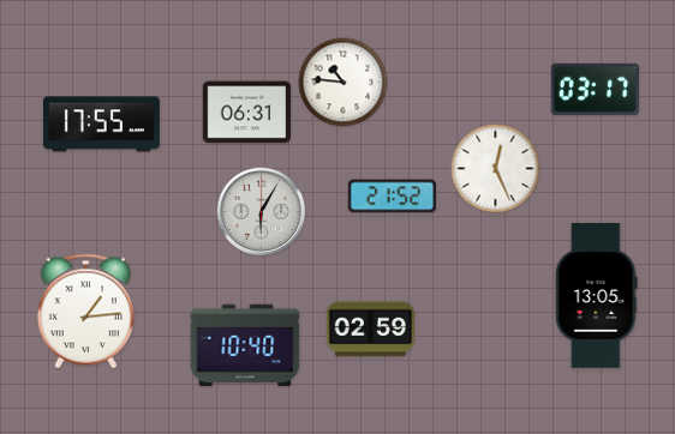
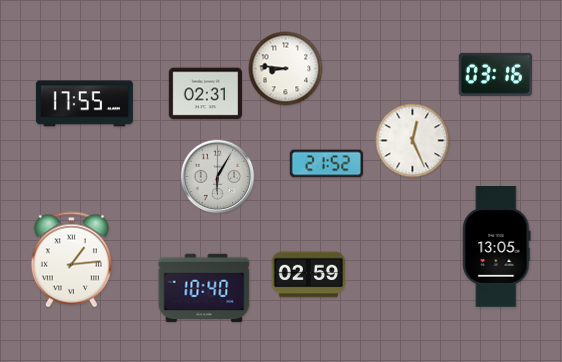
clock at (344, 83): 10:46 -> 8:46
clock at (595, 89): 03:17 -> 03:16
clock at (246, 113): 06:31 -> 02:31
